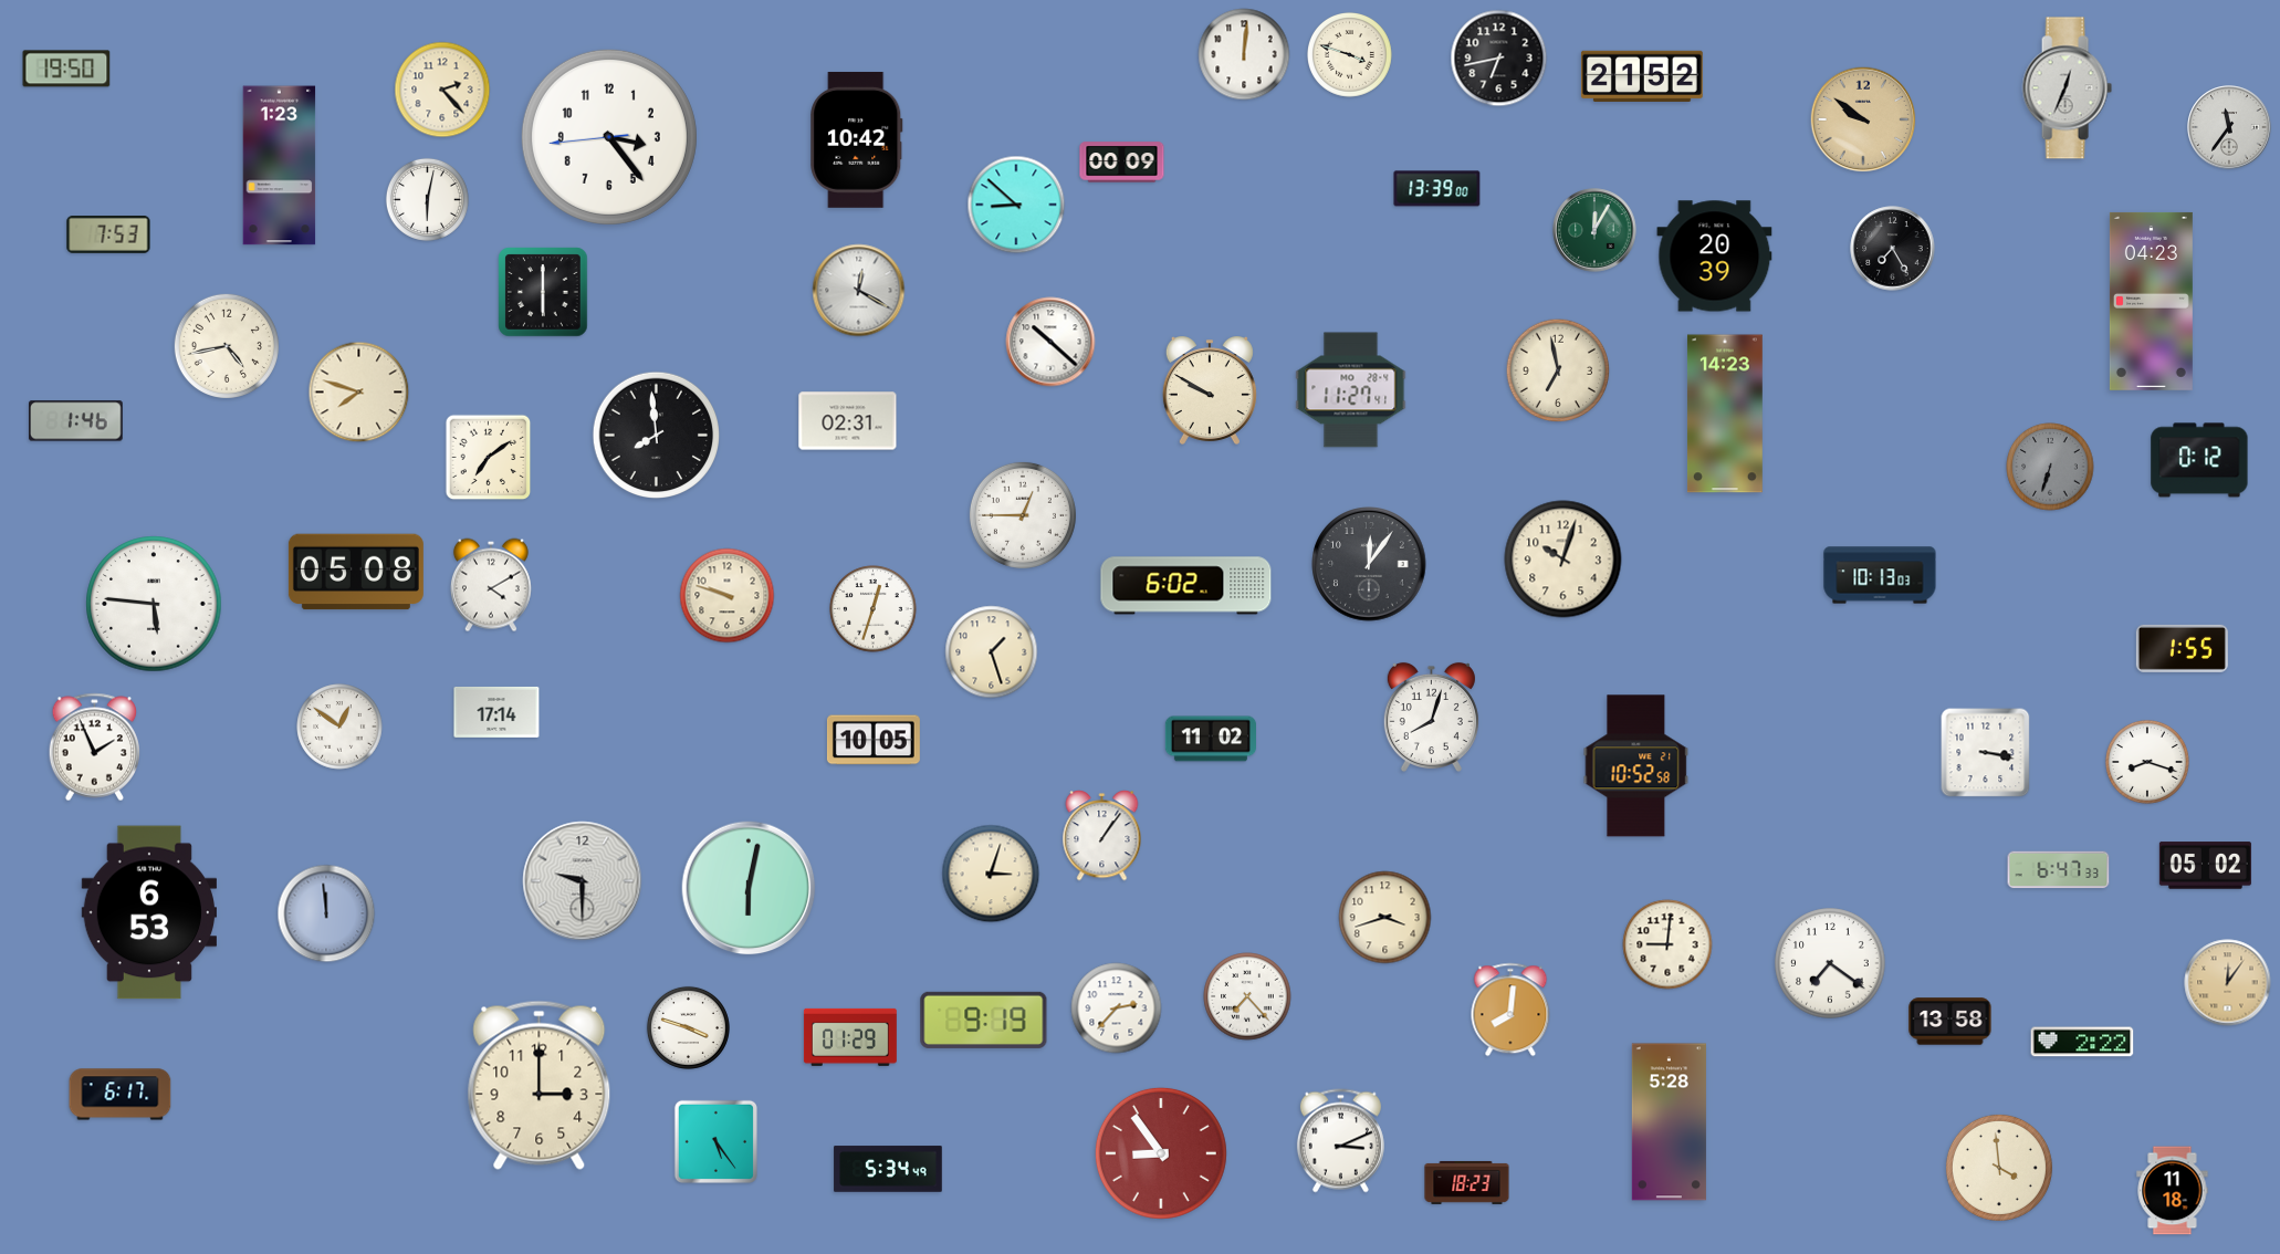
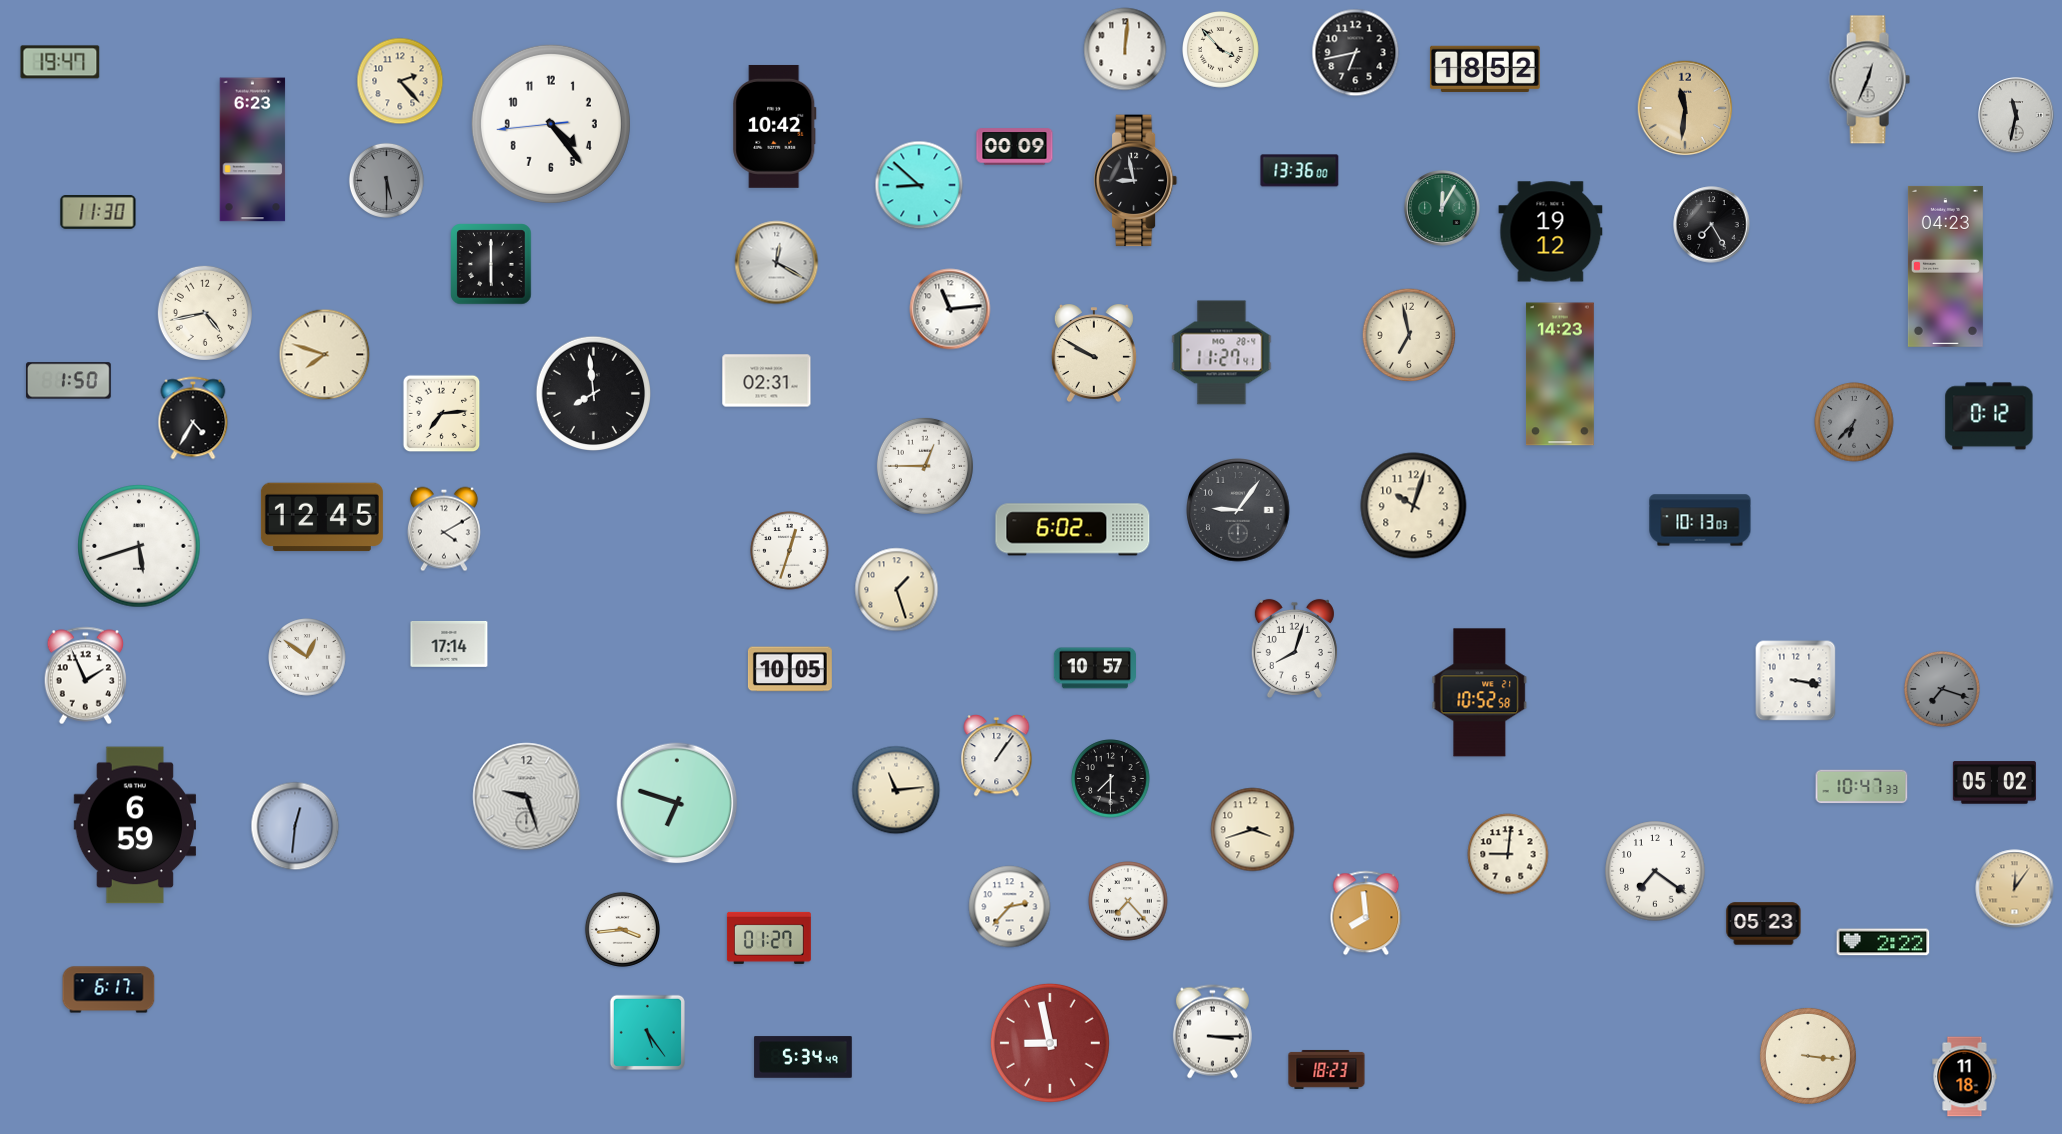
clock at (1350, 55): 3:48 -> 3:53
clock at (66, 69): 19:50 -> 19:47
clock at (1642, 76): 21:52 -> 18:52
clock at (1863, 119): 9:51 -> 11:31
clock at (2229, 127): 11:36 -> 11:32
clock at (609, 137): 3:23 -> 4:23
clock at (280, 166): 1:23 -> 6:23
clock at (1437, 189): 13:39 -> 13:36
clock at (427, 199): 6:02 -> 5:30
clock at (427, 199) dial: white -> grey
clock at (1136, 181): none -> 8:58
clock at (108, 236): 7:53 -> 11:30
clock at (1715, 257): 20:39 -> 19:12
clock at (2151, 301) position: (2151, 301) -> (1945, 266)
clock at (1050, 342): 10:22 -> 11:14
clock at (76, 421): 1:46 -> 1:50
clock at (489, 458): 7:09 -> 7:14
clock at (193, 418): none -> 4:35
clock at (2050, 467): 6:33 -> 6:37
clock at (1369, 564): 12:06 -> 9:06
clock at (356, 572): 05:08 -> 12:45
clock at (728, 596): 9:48 -> none
clock at (154, 604): 5:46 -> 5:42
clock at (2182, 648): 1:55 -> none
clock at (1210, 739): 11:02 -> 10:57
clock at (2147, 762): 8:18 -> 7:18
clock at (2147, 762) dial: white -> grey
clock at (1111, 779): none -> 7:30
clock at (2059, 870): 6:47 -> 10:47
clock at (991, 874): 3:03 -> 11:14
clock at (583, 881): 9:30 -> 9:27
clock at (749, 888): 6:02 -> 6:48
clock at (148, 912): 6:53 -> 6:59
clock at (326, 913): 11:59 -> 12:31
clock at (1117, 1009) position: (1117, 1009) -> (1010, 907)
clock at (1510, 1010): 8:01 -> 7:59
clock at (984, 1020): 9:19 -> none
clock at (1950, 1022): 13:58 -> 05:23
clock at (688, 1027): 3:48 -> 3:44
clock at (850, 1037): 01:29 -> 01:27
clock at (540, 1085): 3:00 -> none
clock at (1669, 1122): 5:28 -> none
clock at (1340, 1141): 3:11 -> 3:15
clock at (1161, 1153): 8:54 -> 8:58
clock at (1999, 1168): 3:59 -> 3:16
